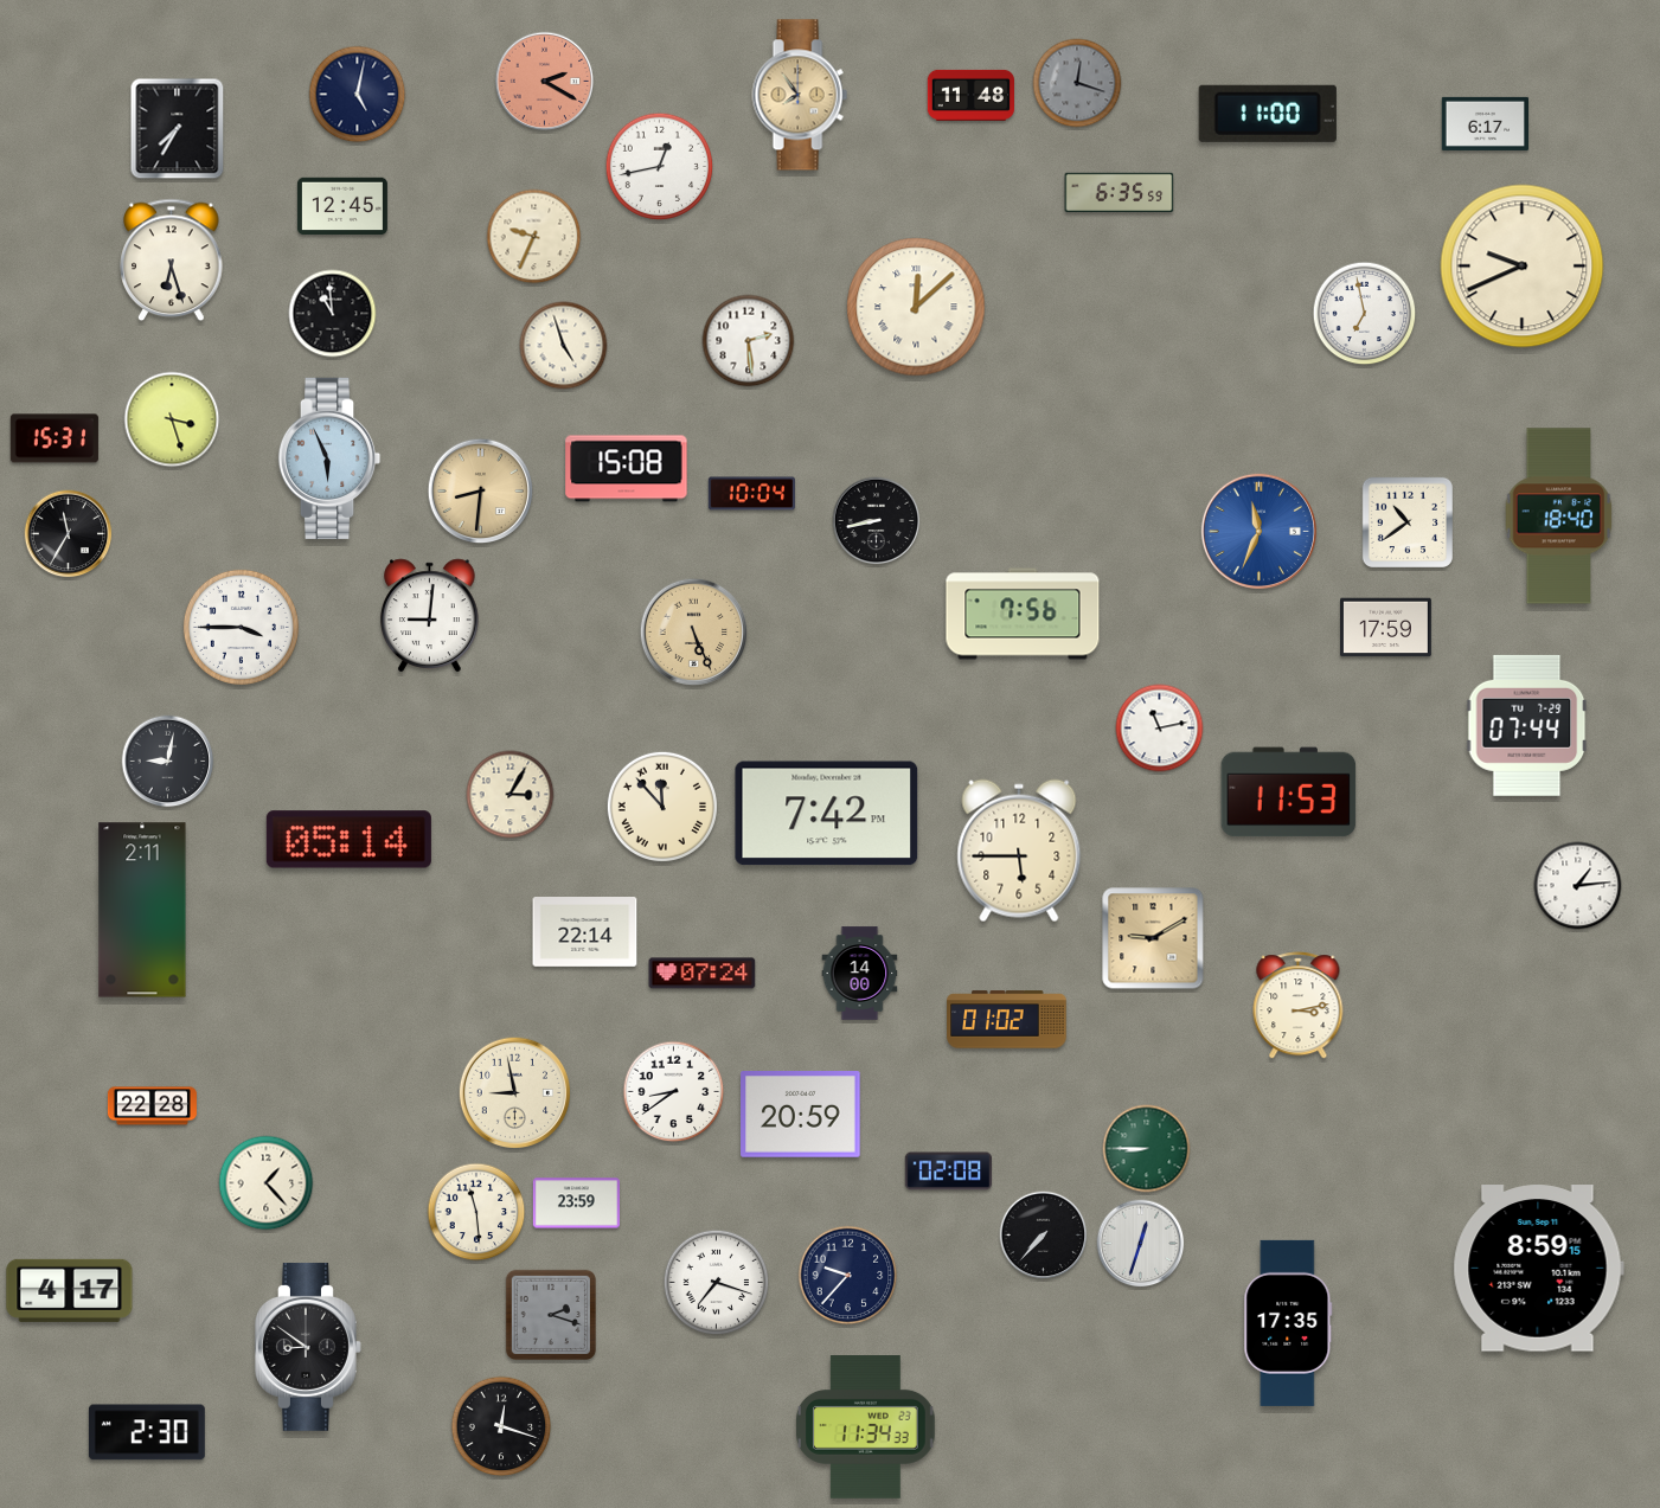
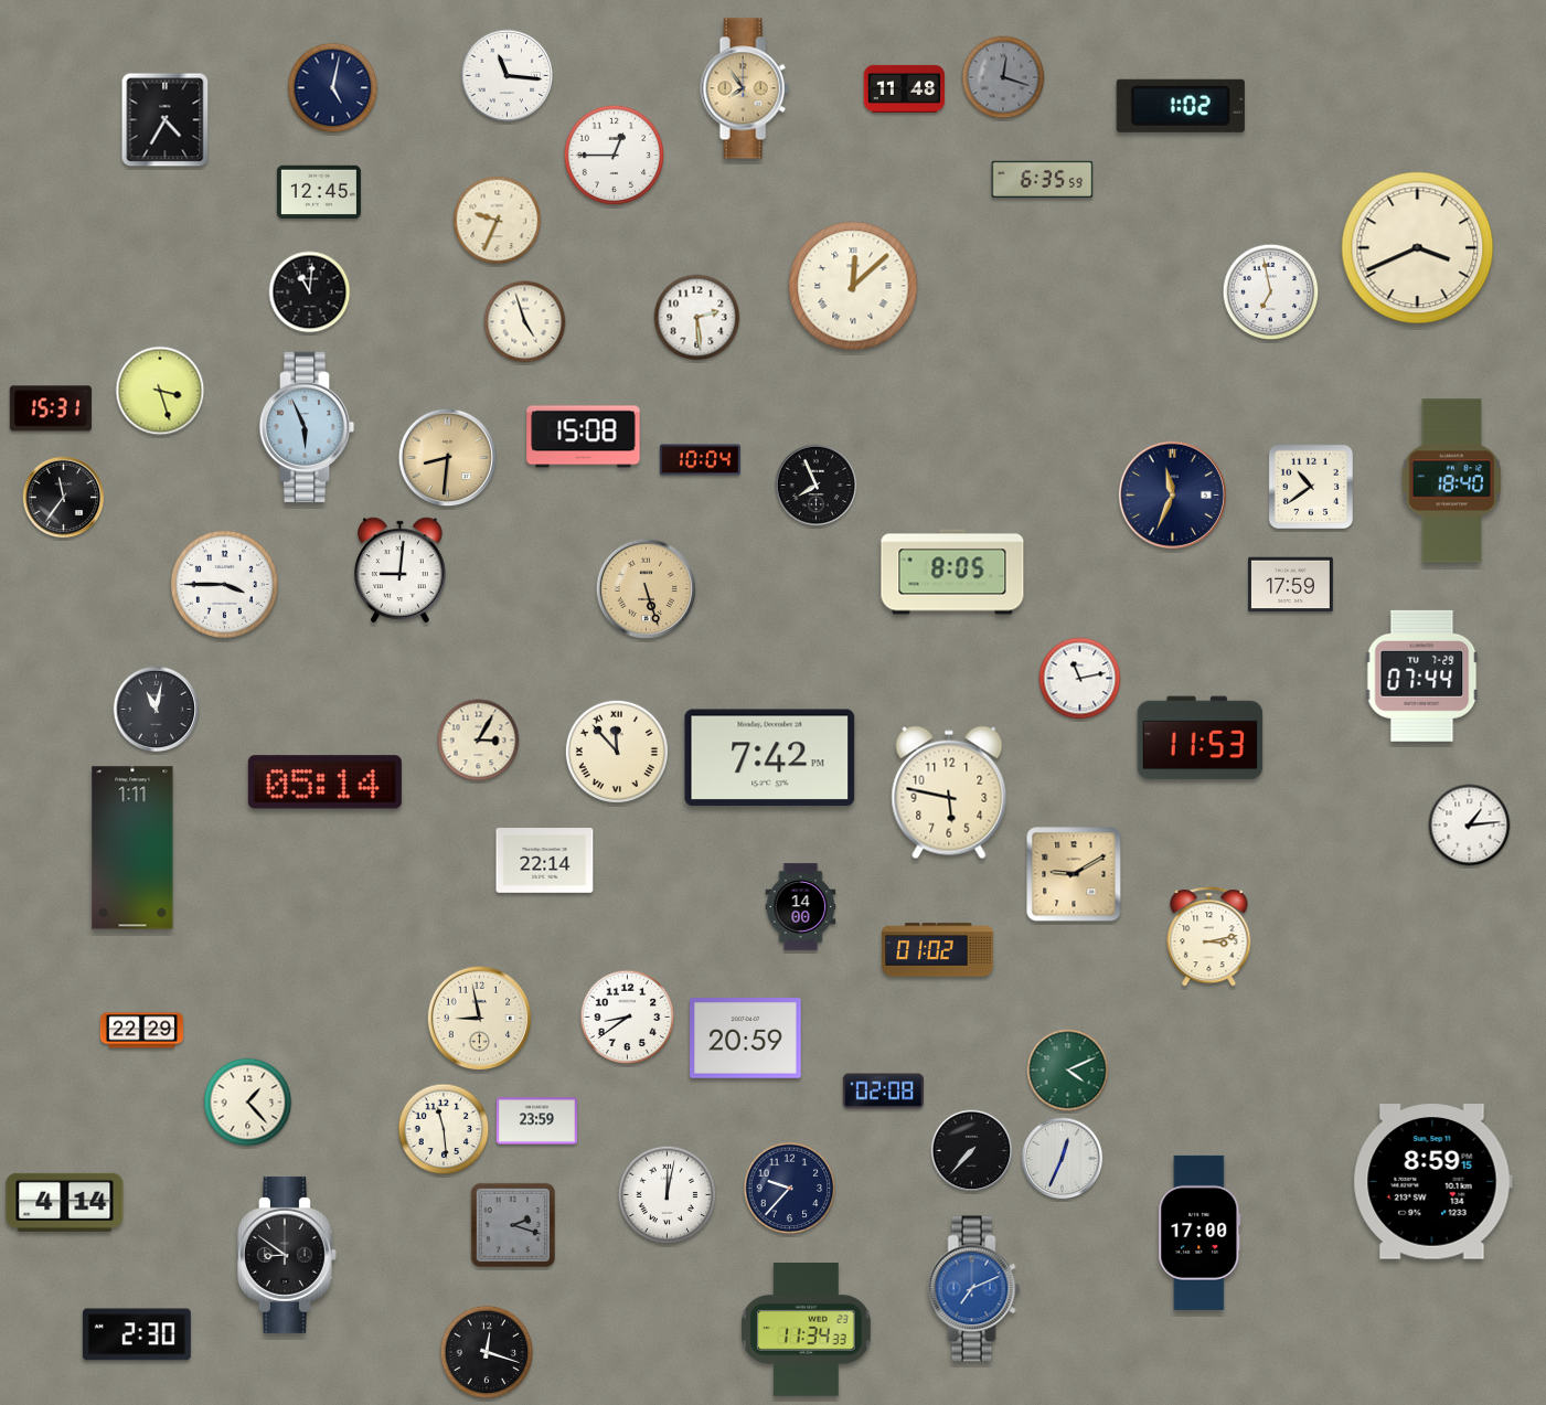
clock at (545, 82): 2:20 -> 11:16
clock at (545, 82) dial: salmon -> white
clock at (1268, 114): 11:00 -> 1:02
clock at (1486, 123): 6:17 -> none
clock at (178, 129): 7:35 -> 4:35
clock at (660, 167): 12:43 -> 12:45
clock at (172, 261): 6:27 -> none
clock at (1523, 267): 9:41 -> 3:41
clock at (333, 314): 10:59 -> 11:01
clock at (877, 521): 8:43 -> 7:56
clock at (1258, 531) dial: blue -> navy
clock at (69, 534): 11:35 -> 11:36
clock at (1023, 614): 7:56 -> 8:05
clock at (430, 616) position: (430, 616) -> (401, 571)
clock at (694, 633): 5:26 -> 5:27
clock at (168, 762): 9:02 -> 11:02
clock at (511, 795) position: (511, 795) -> (479, 741)
clock at (1019, 851): 5:45 -> 5:47
clock at (142, 910): 2:11 -> 1:11
clock at (585, 932) position: (585, 932) -> (545, 861)
clock at (703, 974): 07:24 -> none
clock at (152, 1106): 22:28 -> 22:29
clock at (1147, 1149): 8:45 -> 4:11
clock at (1141, 1244): 12:33 -> 12:34
clock at (717, 1283): 7:18 -> 12:02
clock at (70, 1290): 4:17 -> 4:14
clock at (1288, 1323): 17:35 -> 17:00
clock at (974, 1289): none -> 7:11
clock at (501, 1426) position: (501, 1426) -> (487, 1352)
